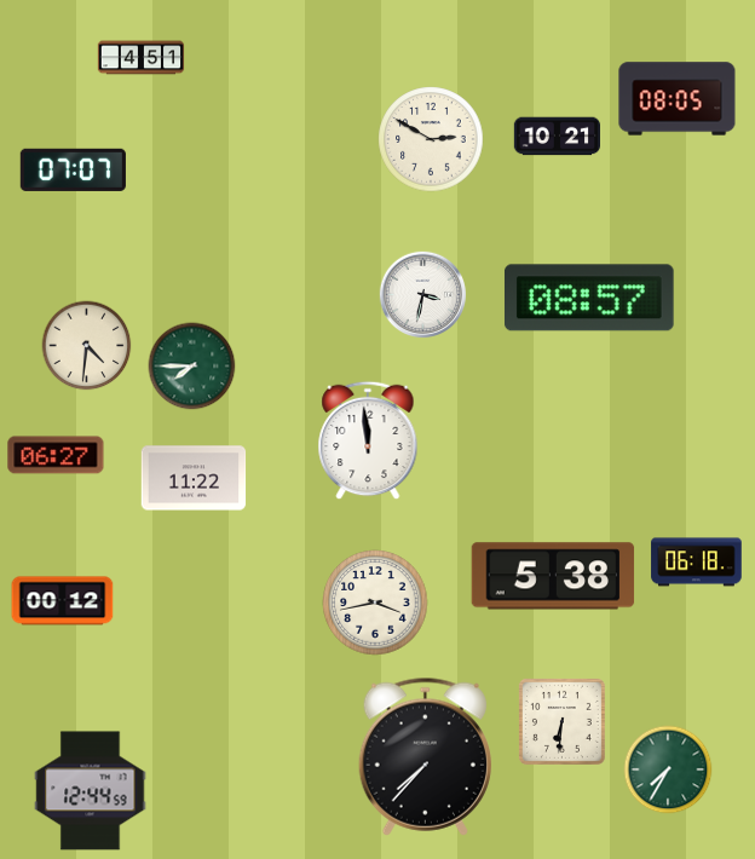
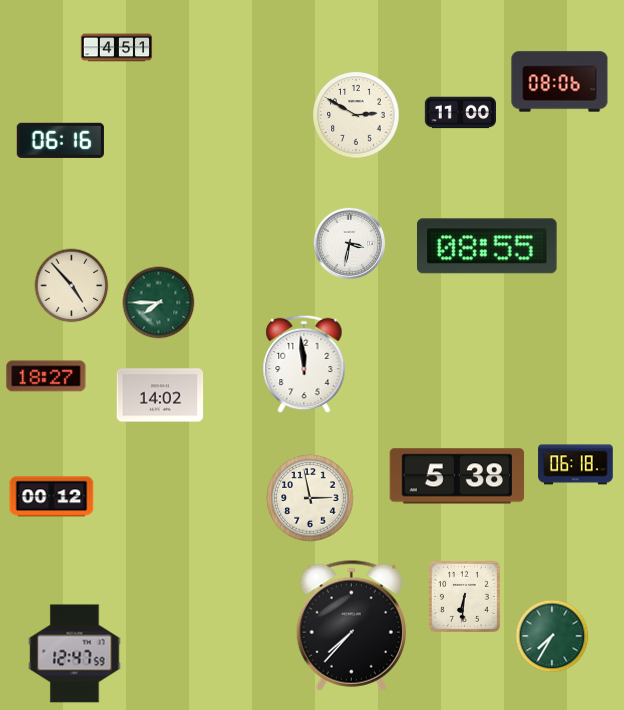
clock at (678, 99): 08:05 -> 08:06
clock at (557, 137): 10:21 -> 11:00
clock at (73, 169): 07:07 -> 06:16
clock at (589, 298): 08:57 -> 08:55
clock at (87, 346): 4:31 -> 4:53
clock at (56, 455): 06:27 -> 18:27
clock at (194, 478): 11:22 -> 14:02
clock at (375, 603): 3:43 -> 2:58
clock at (91, 791): 12:44 -> 12:47
